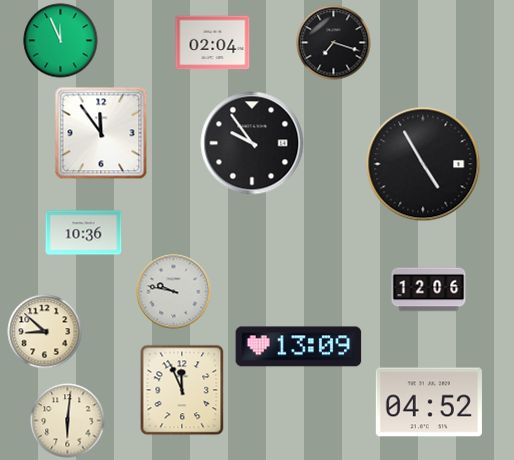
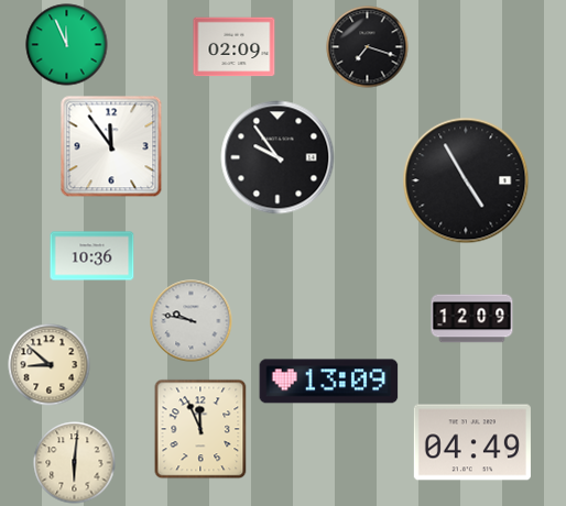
clock at (213, 43): 02:04 -> 02:09
clock at (429, 290): 12:06 -> 12:09
clock at (429, 402): 04:52 -> 04:49
